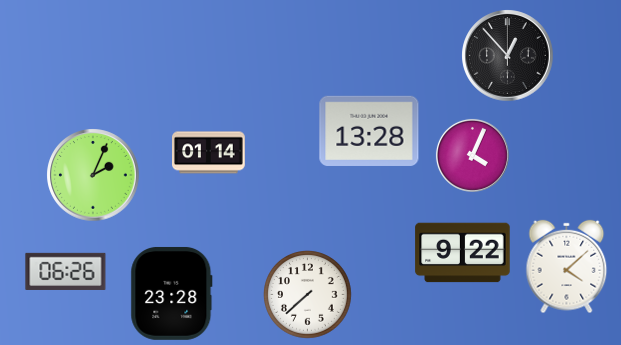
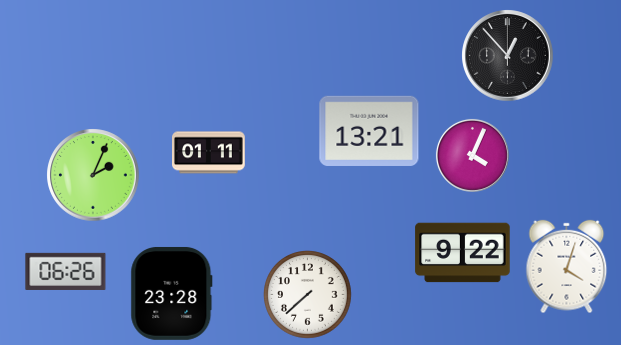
clock at (369, 131): 13:28 -> 13:21
clock at (209, 153): 01:14 -> 01:11
clock at (567, 267): 4:08 -> 4:03
